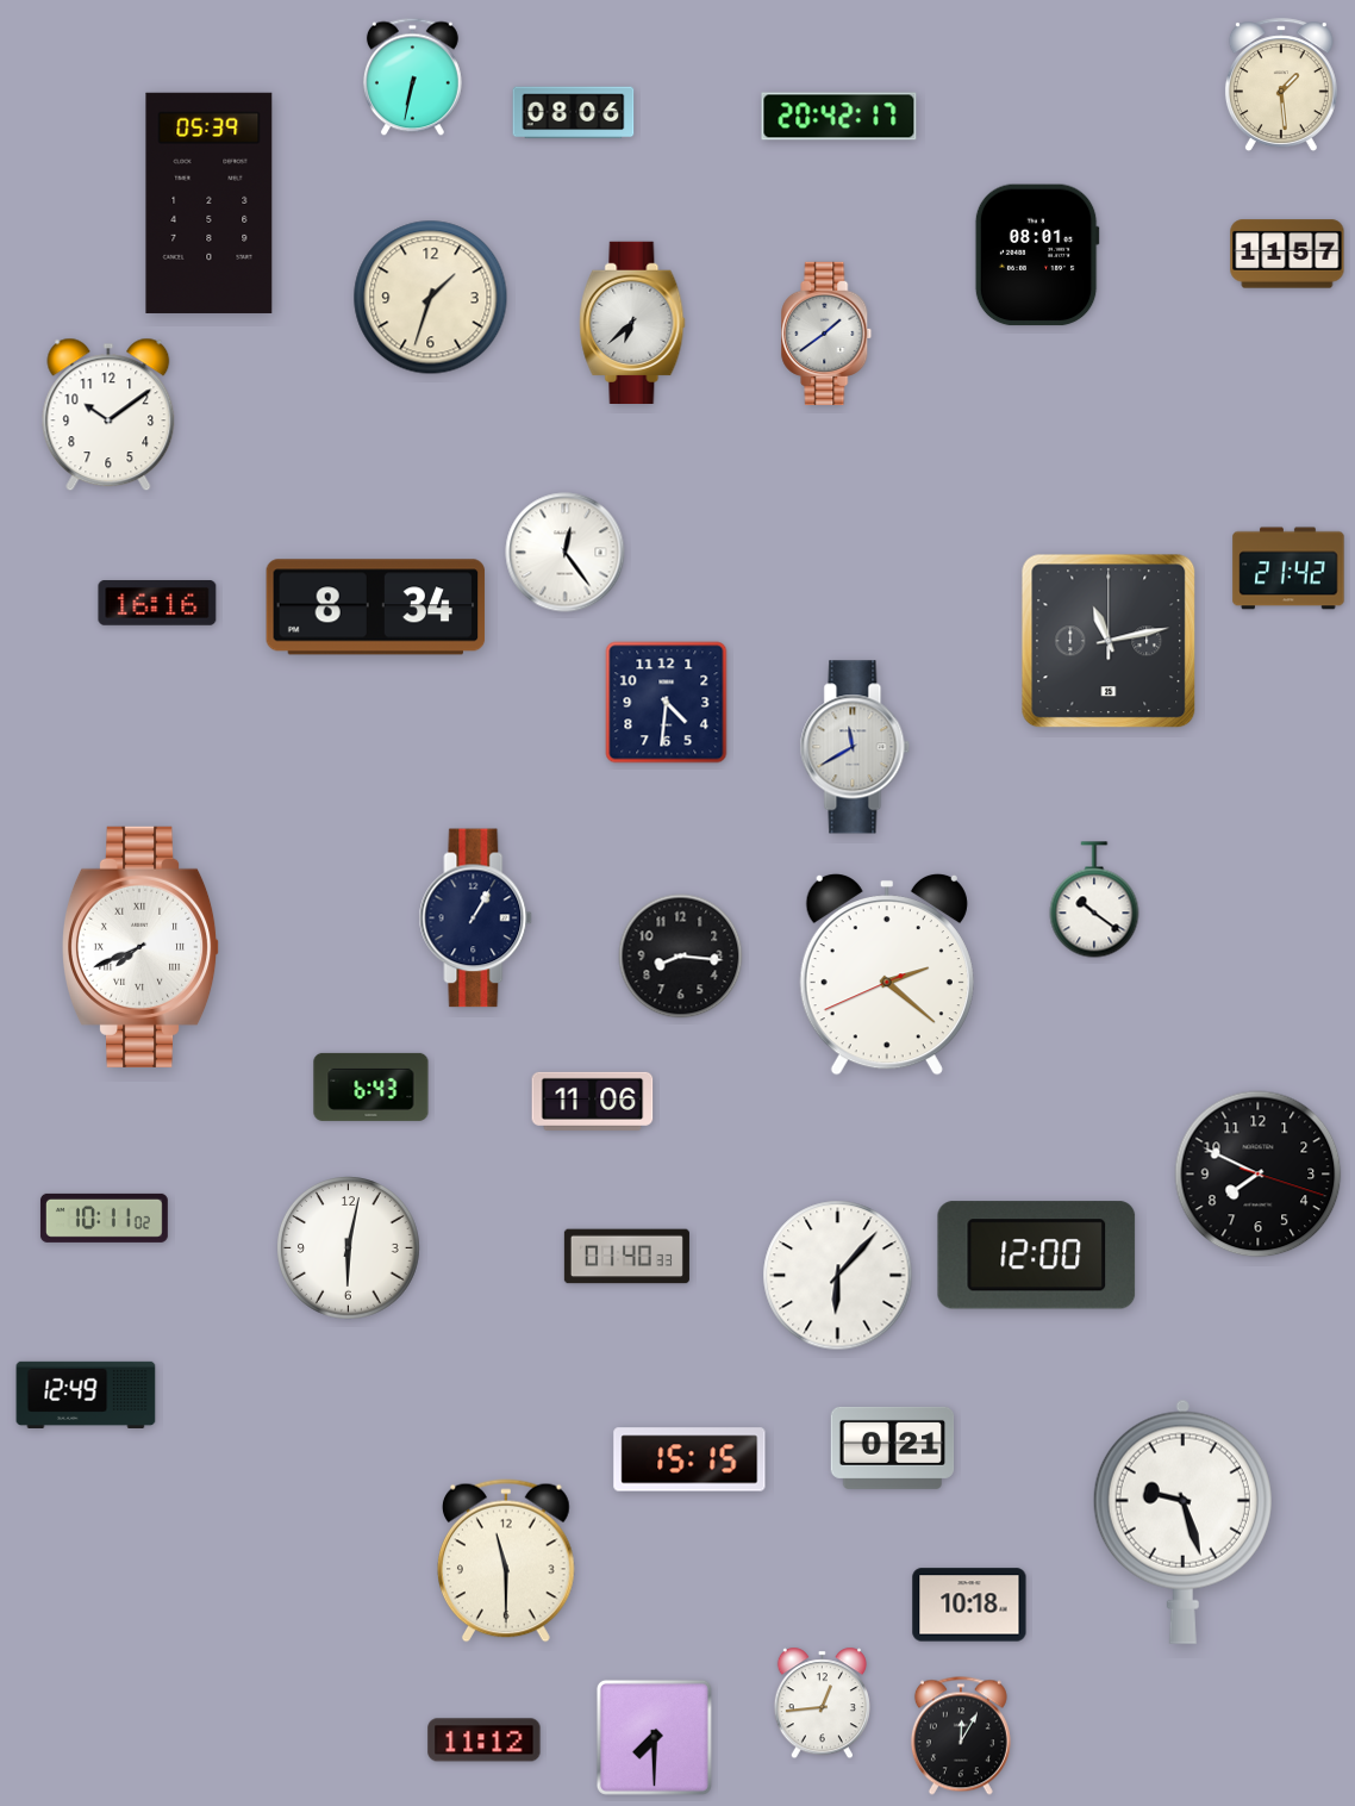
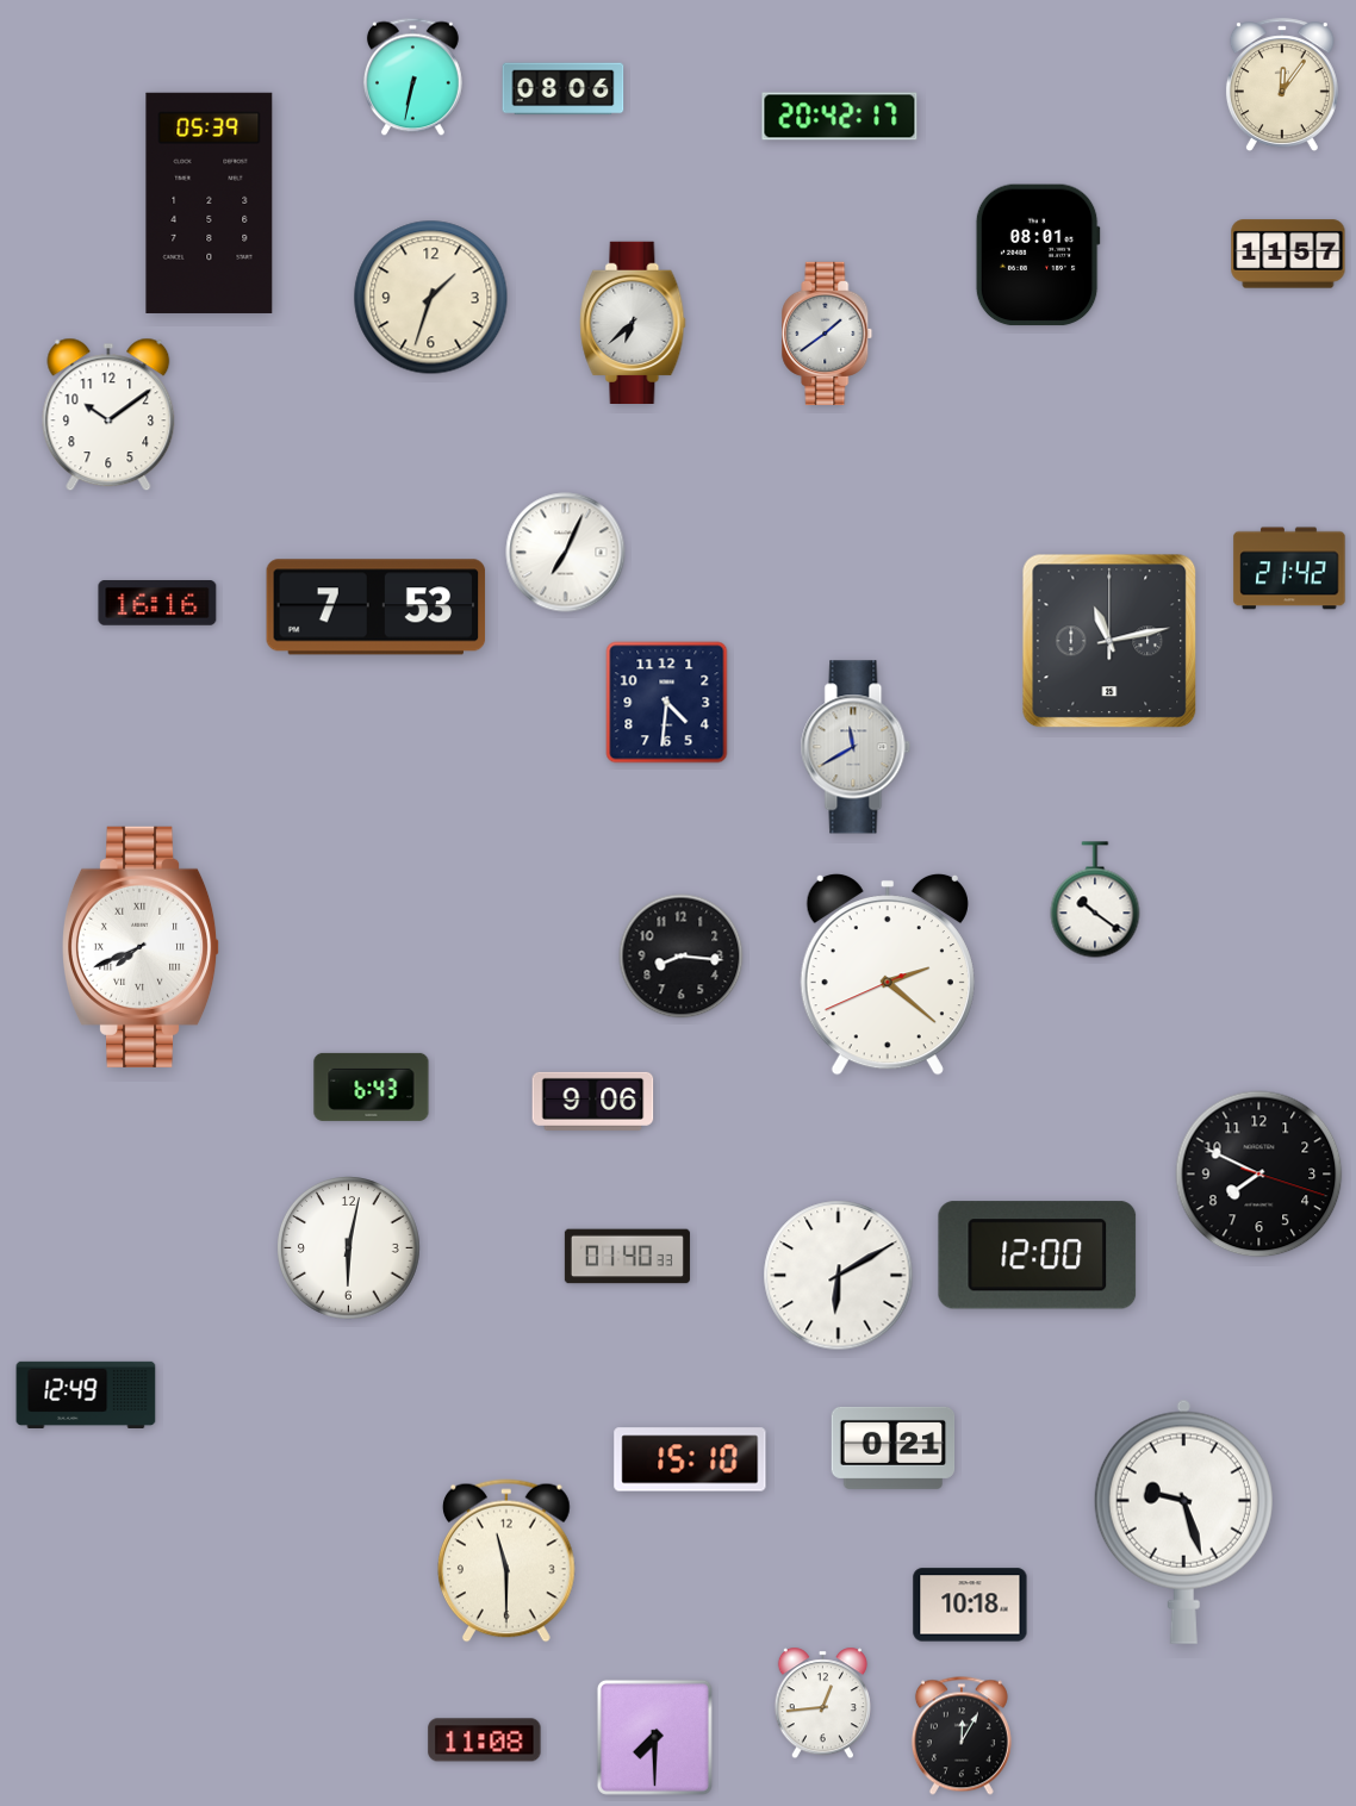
clock at (1281, 85): 1:29 -> 12:06
clock at (574, 113) position: (574, 113) -> (564, 89)
clock at (566, 553): 12:24 -> 7:04
clock at (376, 608): 8:34 -> 7:53
clock at (476, 918): 1:05 -> none
clock at (593, 1101): 11:06 -> 9:06
clock at (104, 1218): 10:11 -> none
clock at (838, 1276): 6:07 -> 6:10
clock at (689, 1459): 15:15 -> 15:10
clock at (485, 1740): 11:12 -> 11:08
